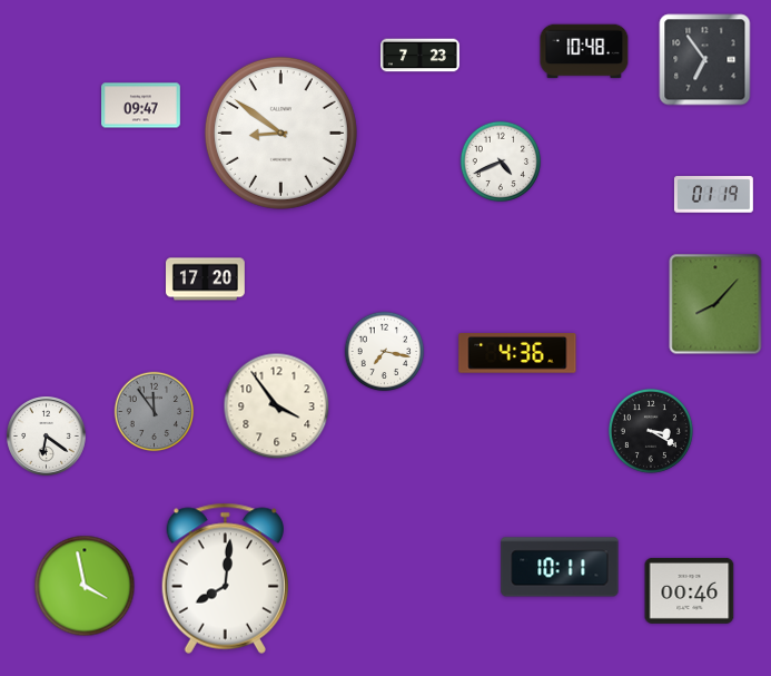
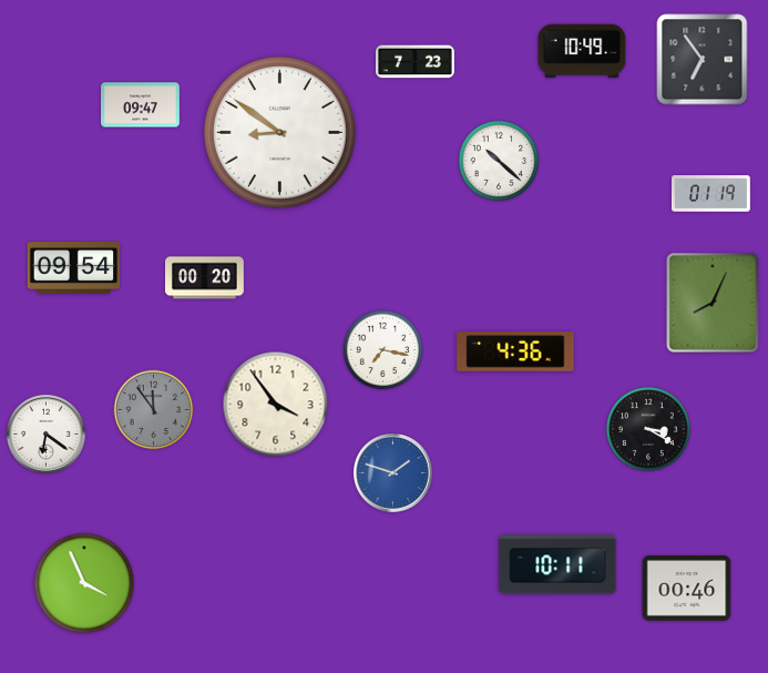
clock at (584, 51): 10:48 -> 10:49
clock at (421, 56) position: (421, 56) -> (416, 62)
clock at (501, 161): 4:41 -> 10:22
clock at (74, 268): none -> 09:54
clock at (206, 280): 17:20 -> 00:20
clock at (715, 304): 8:07 -> 8:04
clock at (393, 473): none -> 1:48
clock at (225, 578): 8:01 -> none
clock at (85, 586): 3:58 -> 3:56
